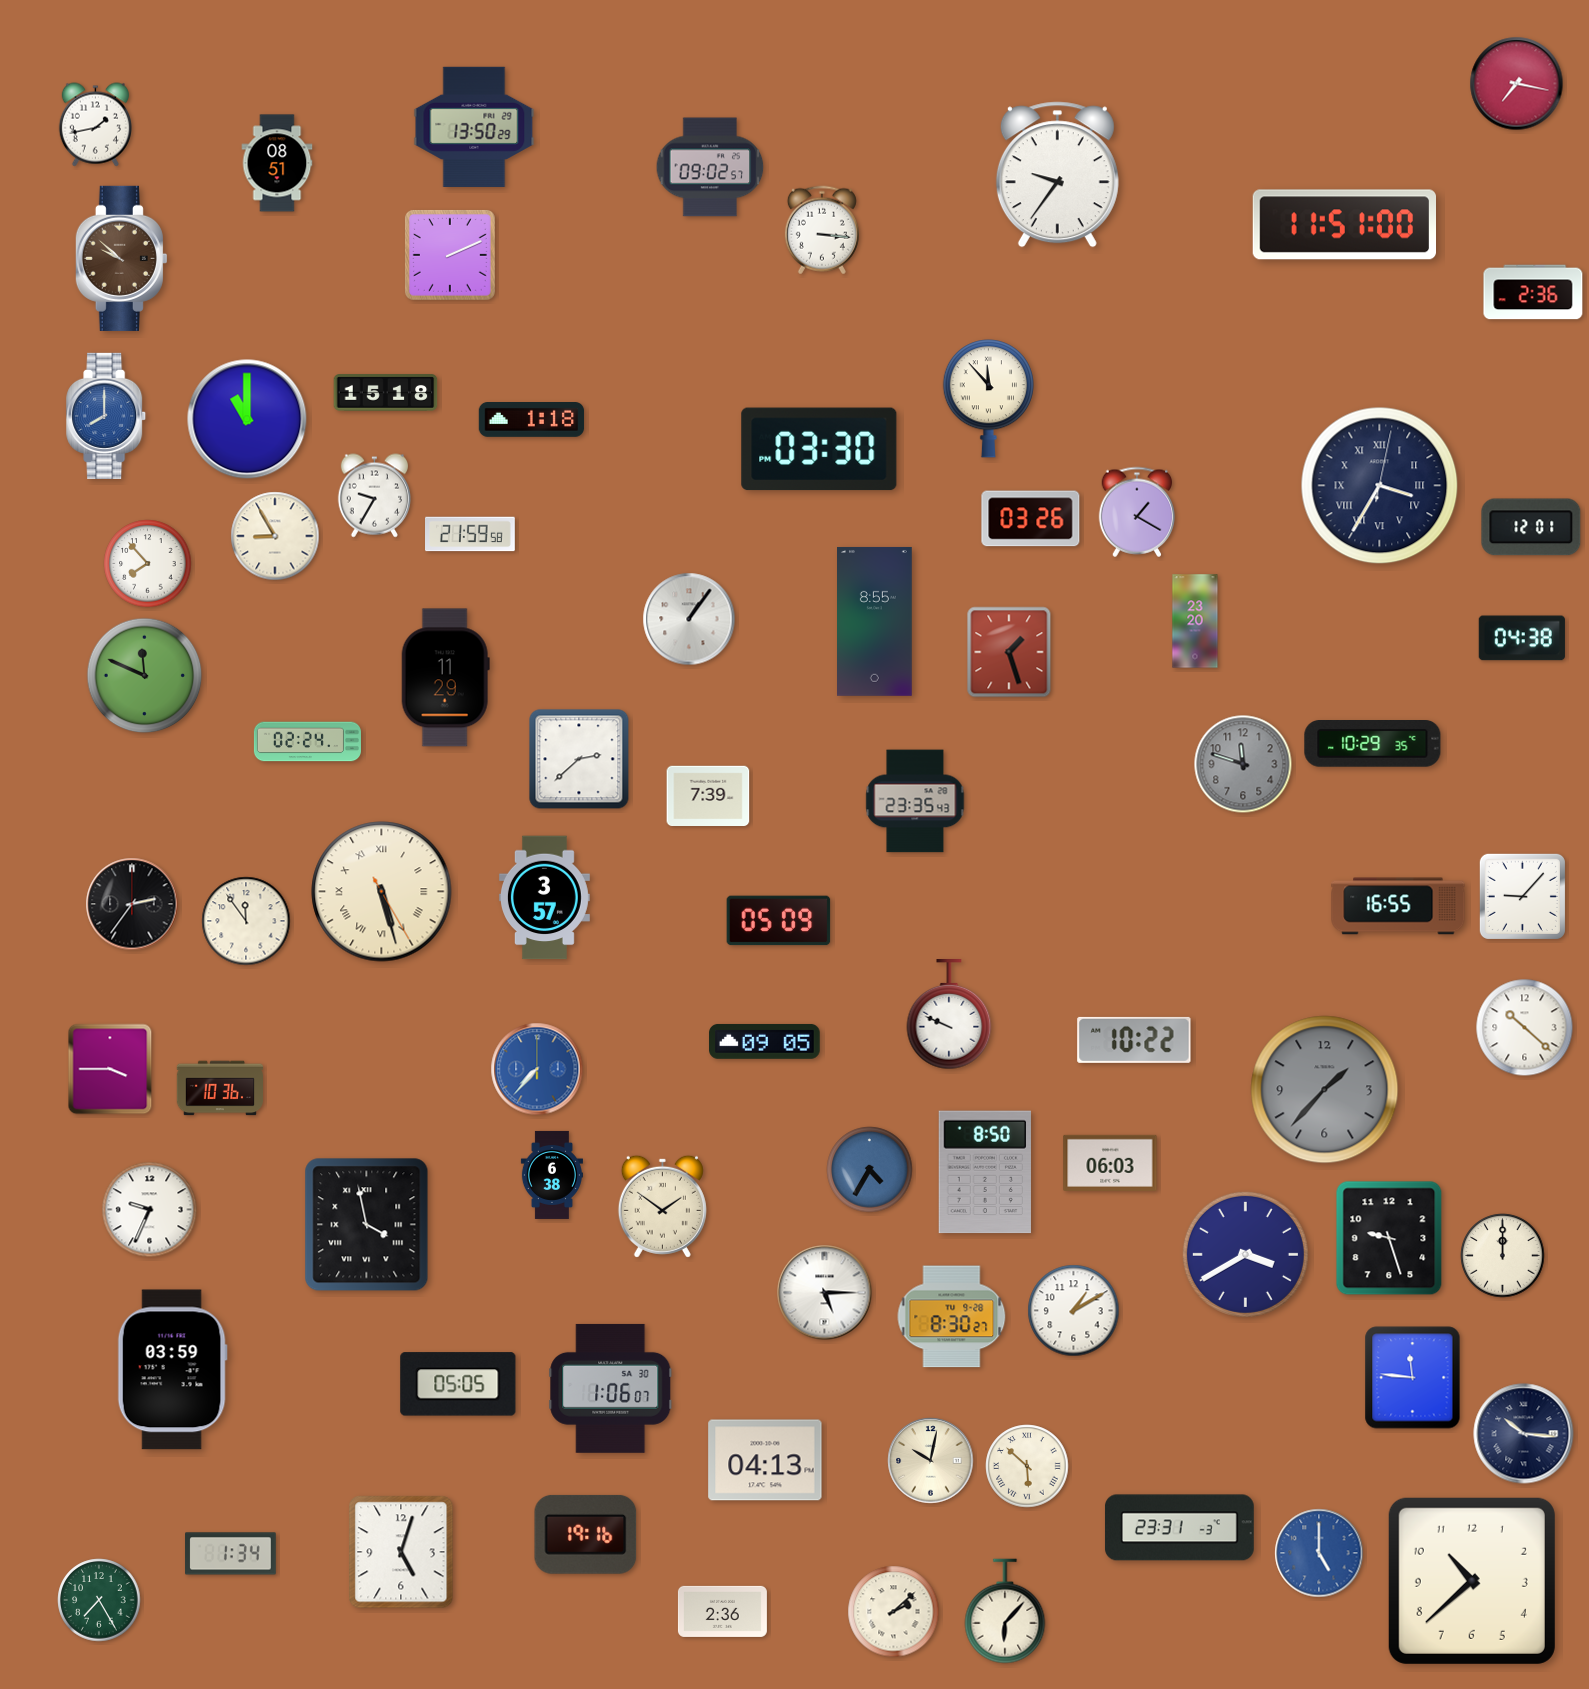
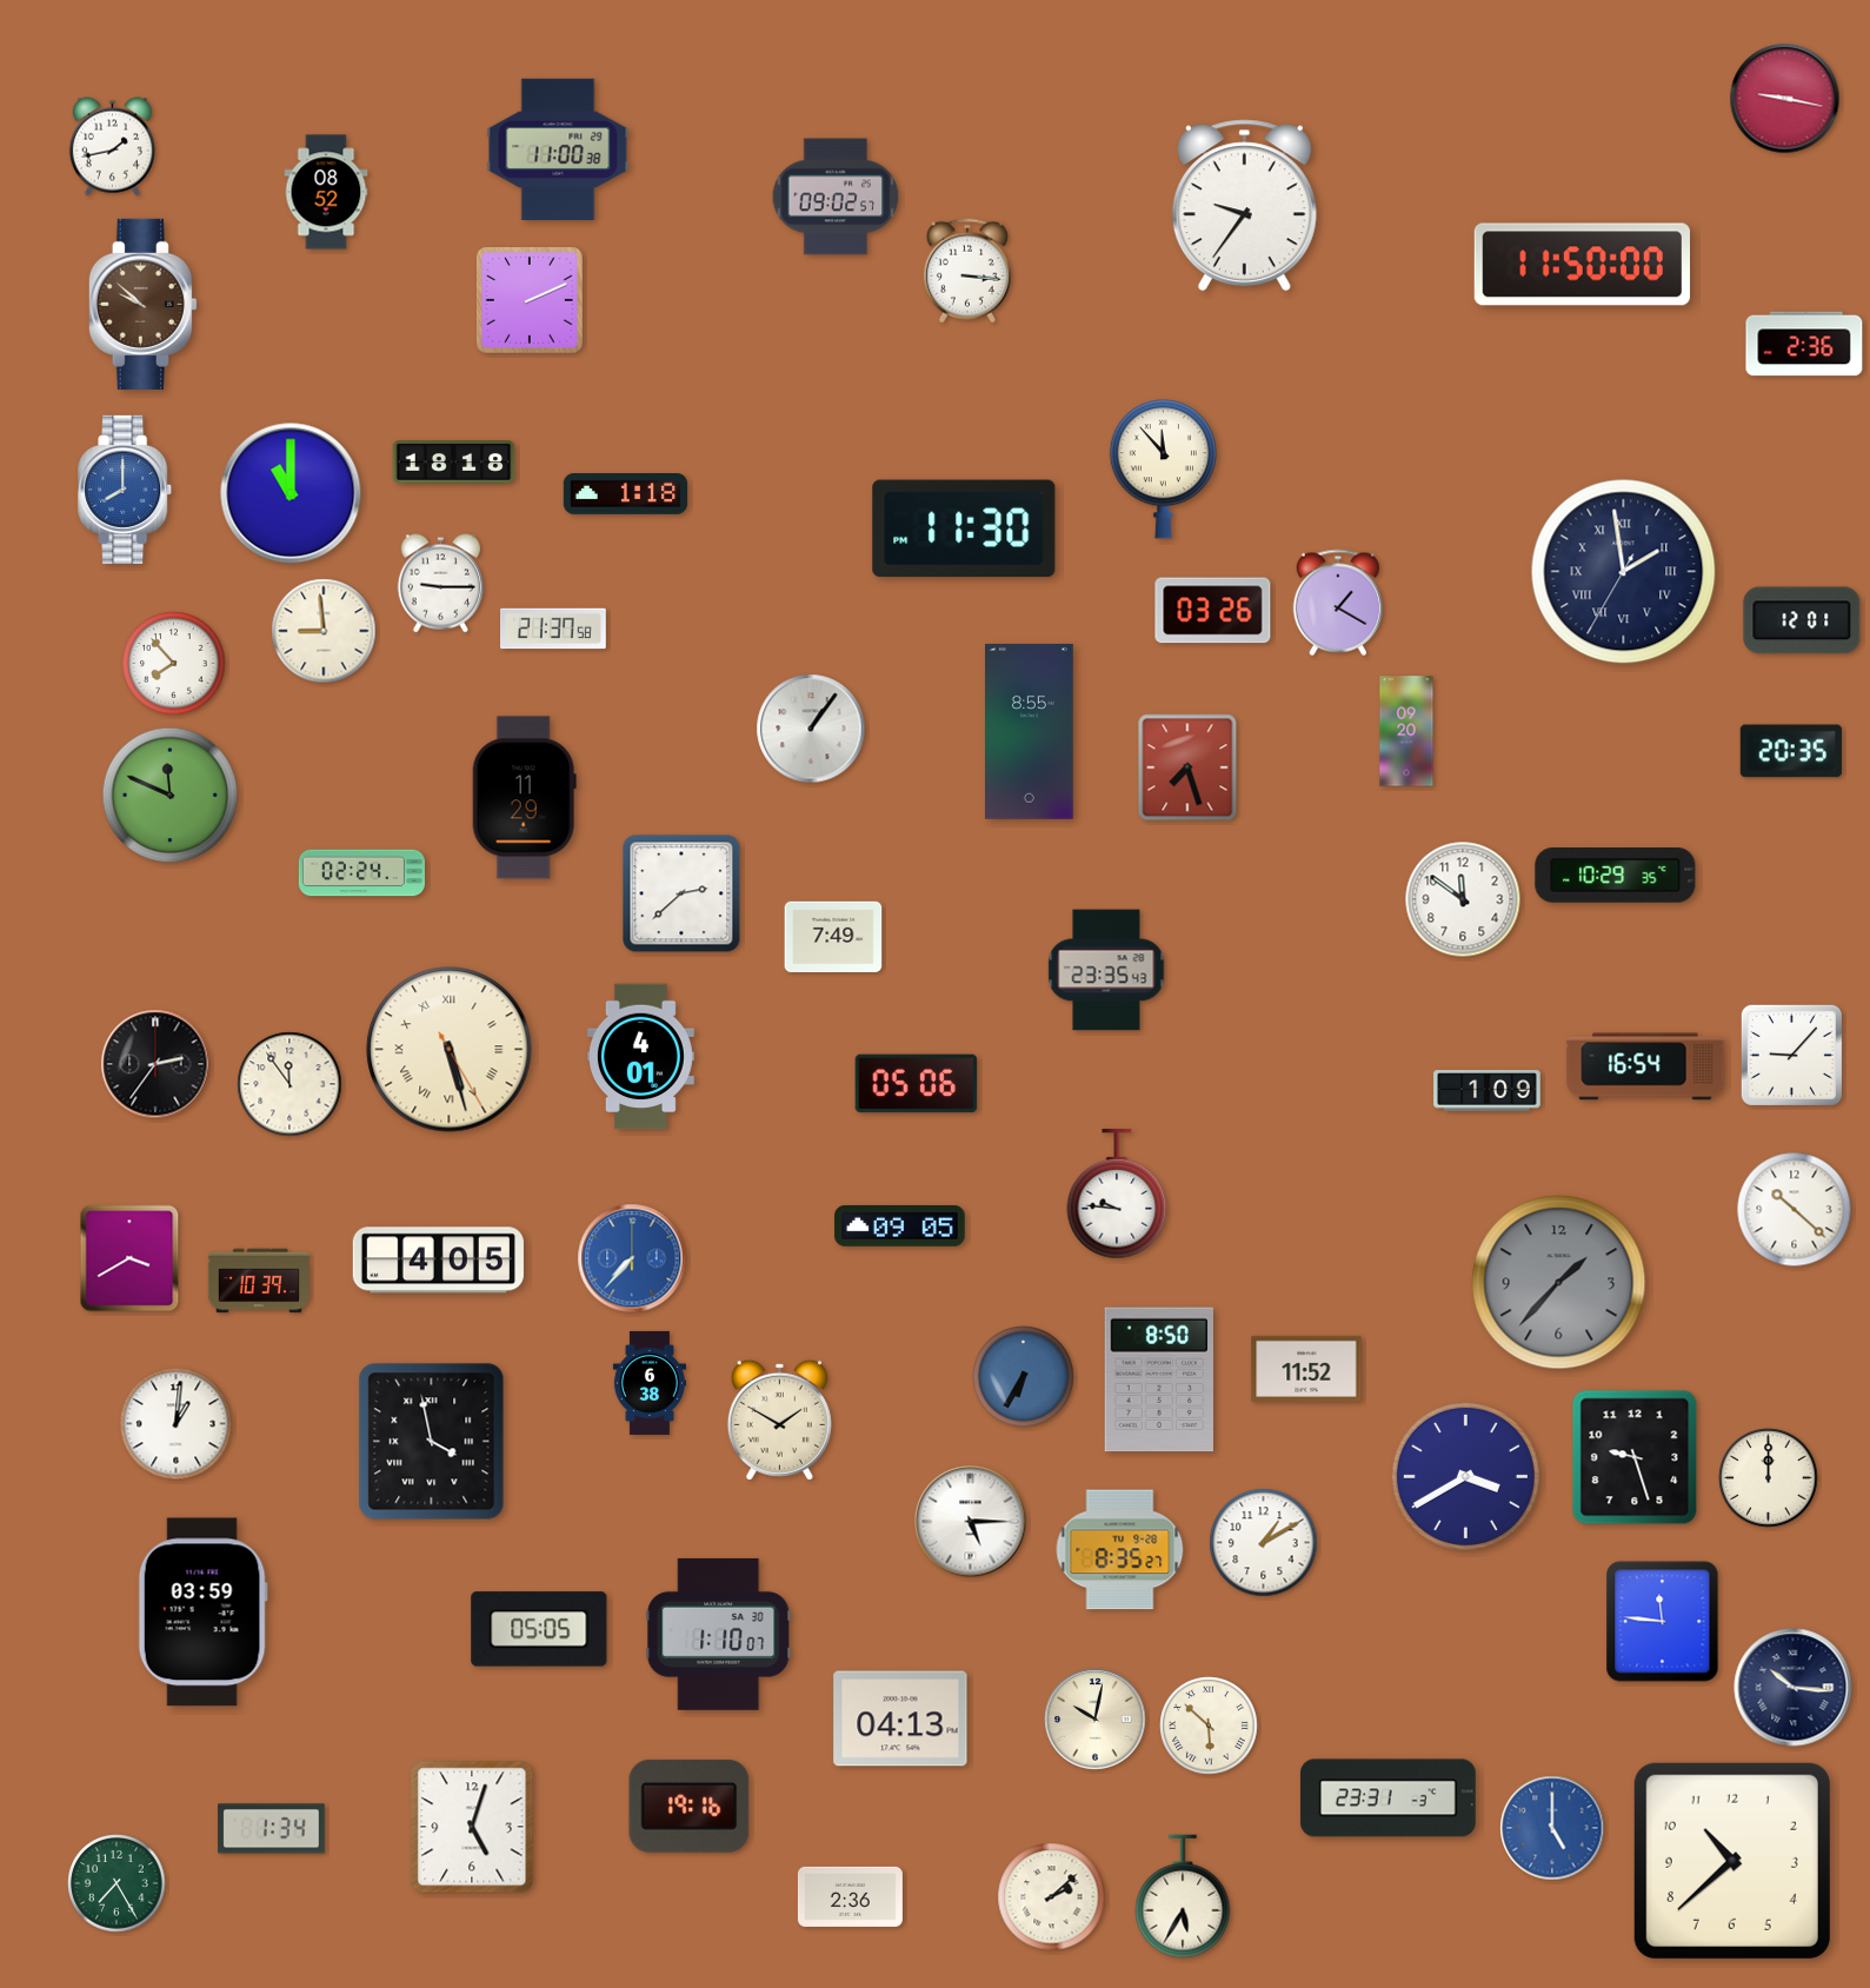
clock at (1517, 84): 7:17 -> 9:17
clock at (474, 127): 13:50 -> 11:00
clock at (277, 163): 08:51 -> 08:52
clock at (1344, 225): 11:51 -> 11:50
clock at (386, 393): 15:18 -> 18:18
clock at (819, 449): 03:30 -> 11:30
clock at (1380, 486): 3:35 -> 1:58
clock at (374, 496): 9:35 -> 9:15
clock at (471, 534): 21:59 -> 21:37
clock at (275, 536): 8:55 -> 8:59
clock at (1195, 621): 23:20 -> 09:20
clock at (1522, 638): 04:38 -> 20:35
clock at (1009, 652): 1:27 -> 7:27
clock at (1243, 764): 11:48 -> 11:51
clock at (1243, 764) dial: grey -> white
clock at (708, 796): 7:39 -> 7:49
clock at (915, 801) position: (915, 801) -> (1106, 970)
clock at (544, 898): 3:57 -> 4:01
clock at (1398, 906): 16:55 -> 16:54
clock at (779, 921): 05:09 -> 05:06
clock at (1488, 1091): none -> 1:09
clock at (949, 1015): 9:49 -> 9:46
clock at (1134, 1040): 10:22 -> none
clock at (110, 1069): 3:45 -> 3:40
clock at (438, 1261): none -> 4:05
clock at (219, 1088): 10:36 -> 10:39
clock at (1110, 1163): 06:03 -> 11:52
clock at (870, 1170): 4:35 -> 6:35
clock at (662, 1206): 1:51 -> 1:50
clock at (150, 1210): 9:34 -> 1:01
clock at (952, 1317): 8:30 -> 8:35
clock at (611, 1388): 1:06 -> 1:10
clock at (1005, 1611): 6:07 -> 5:35
